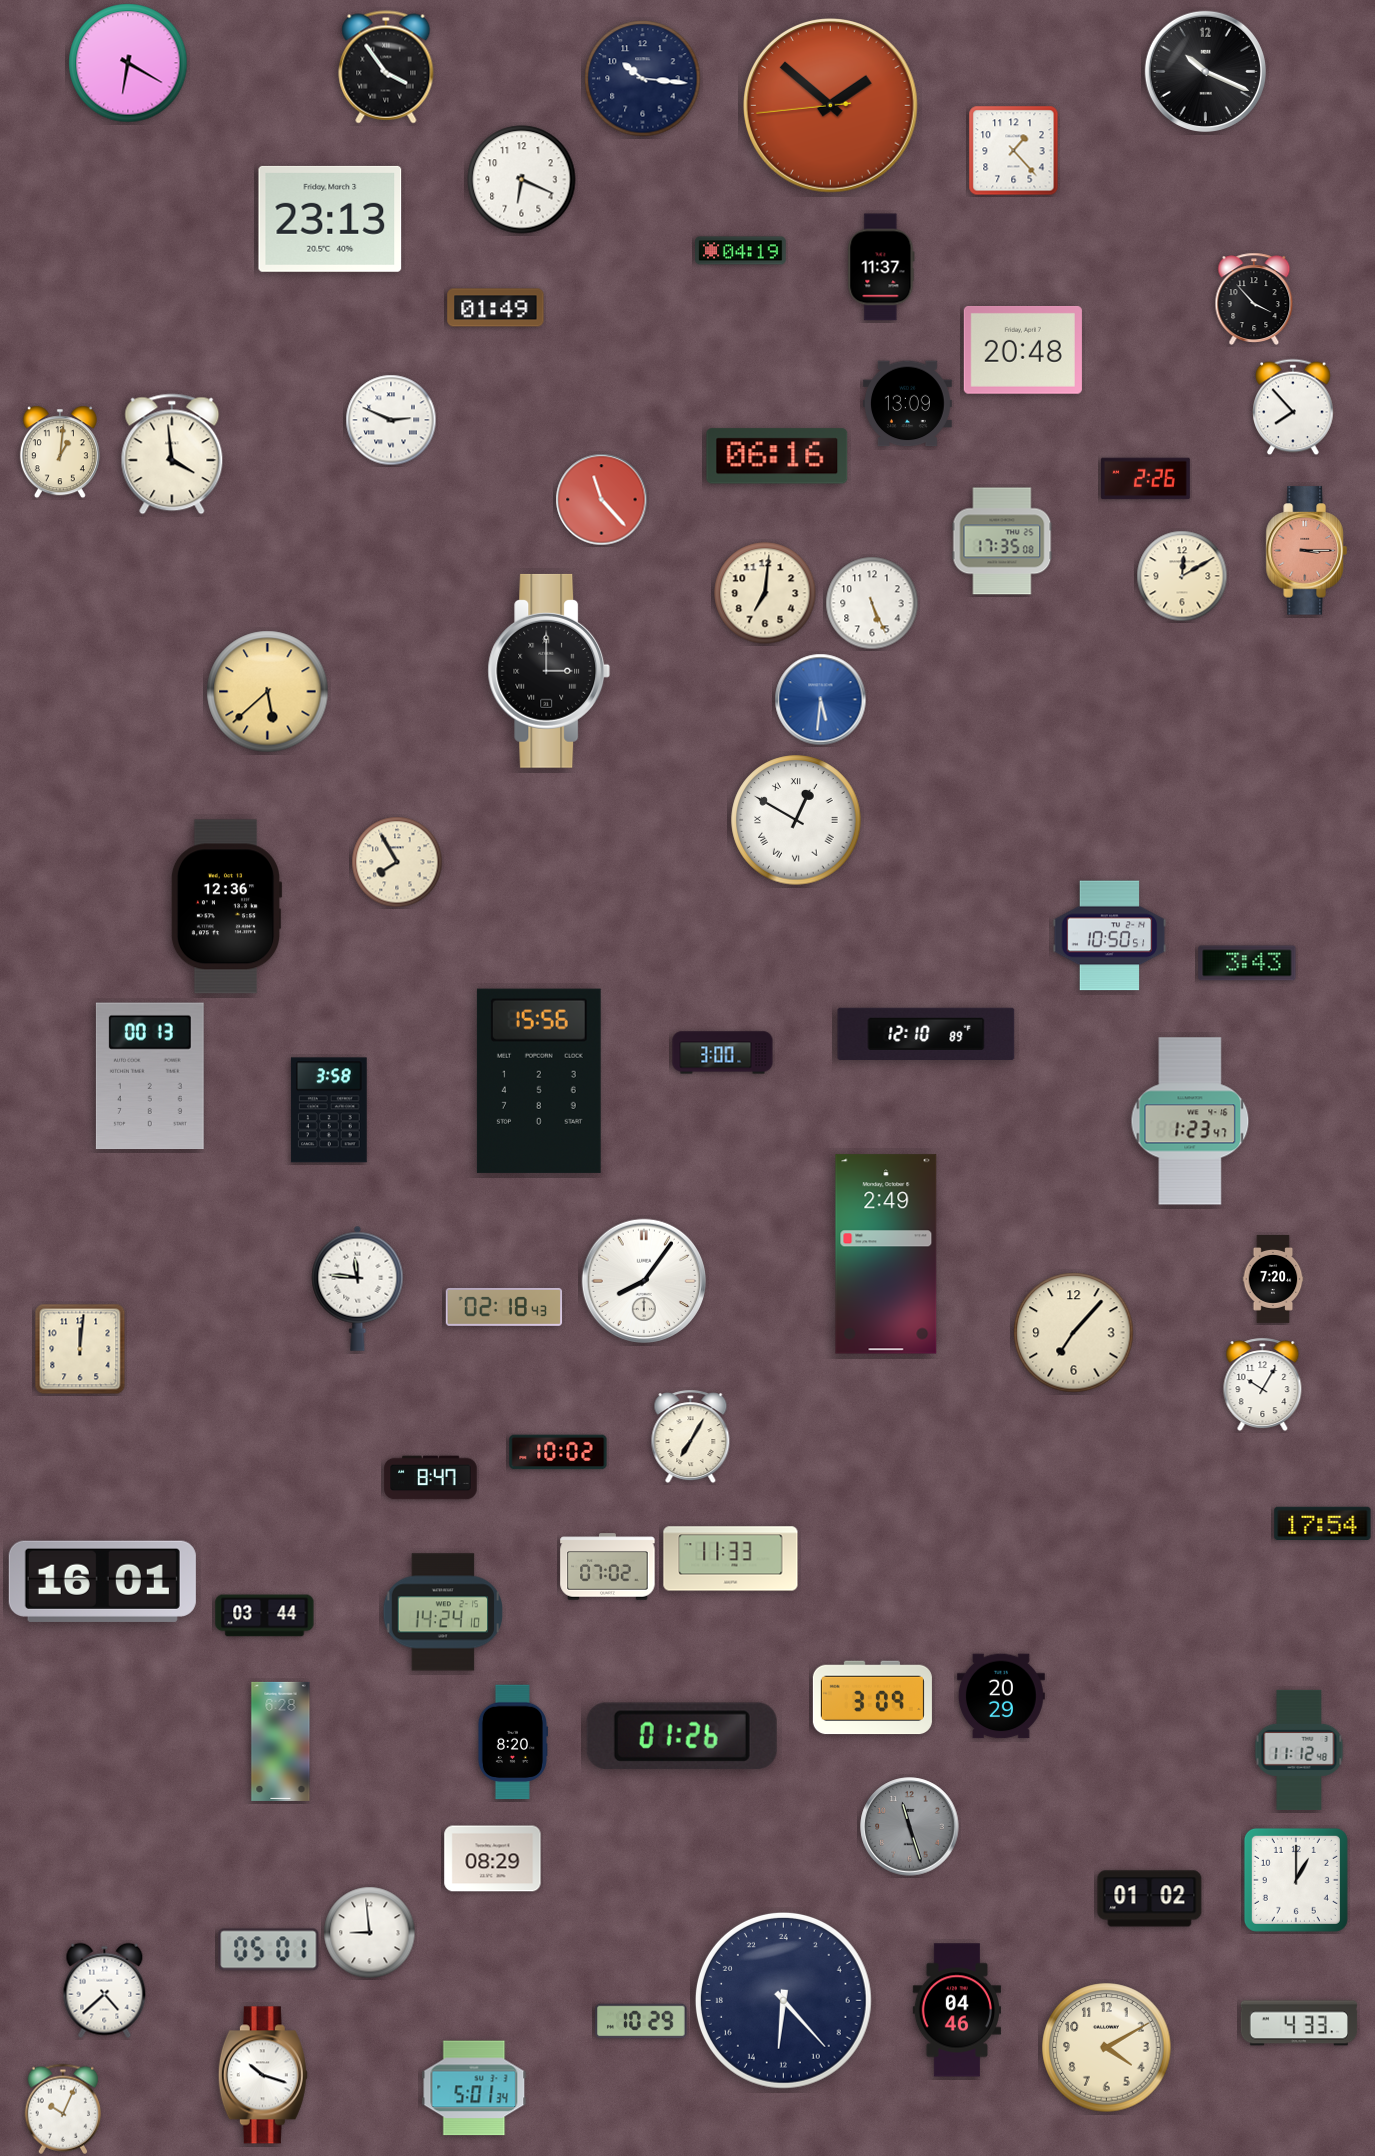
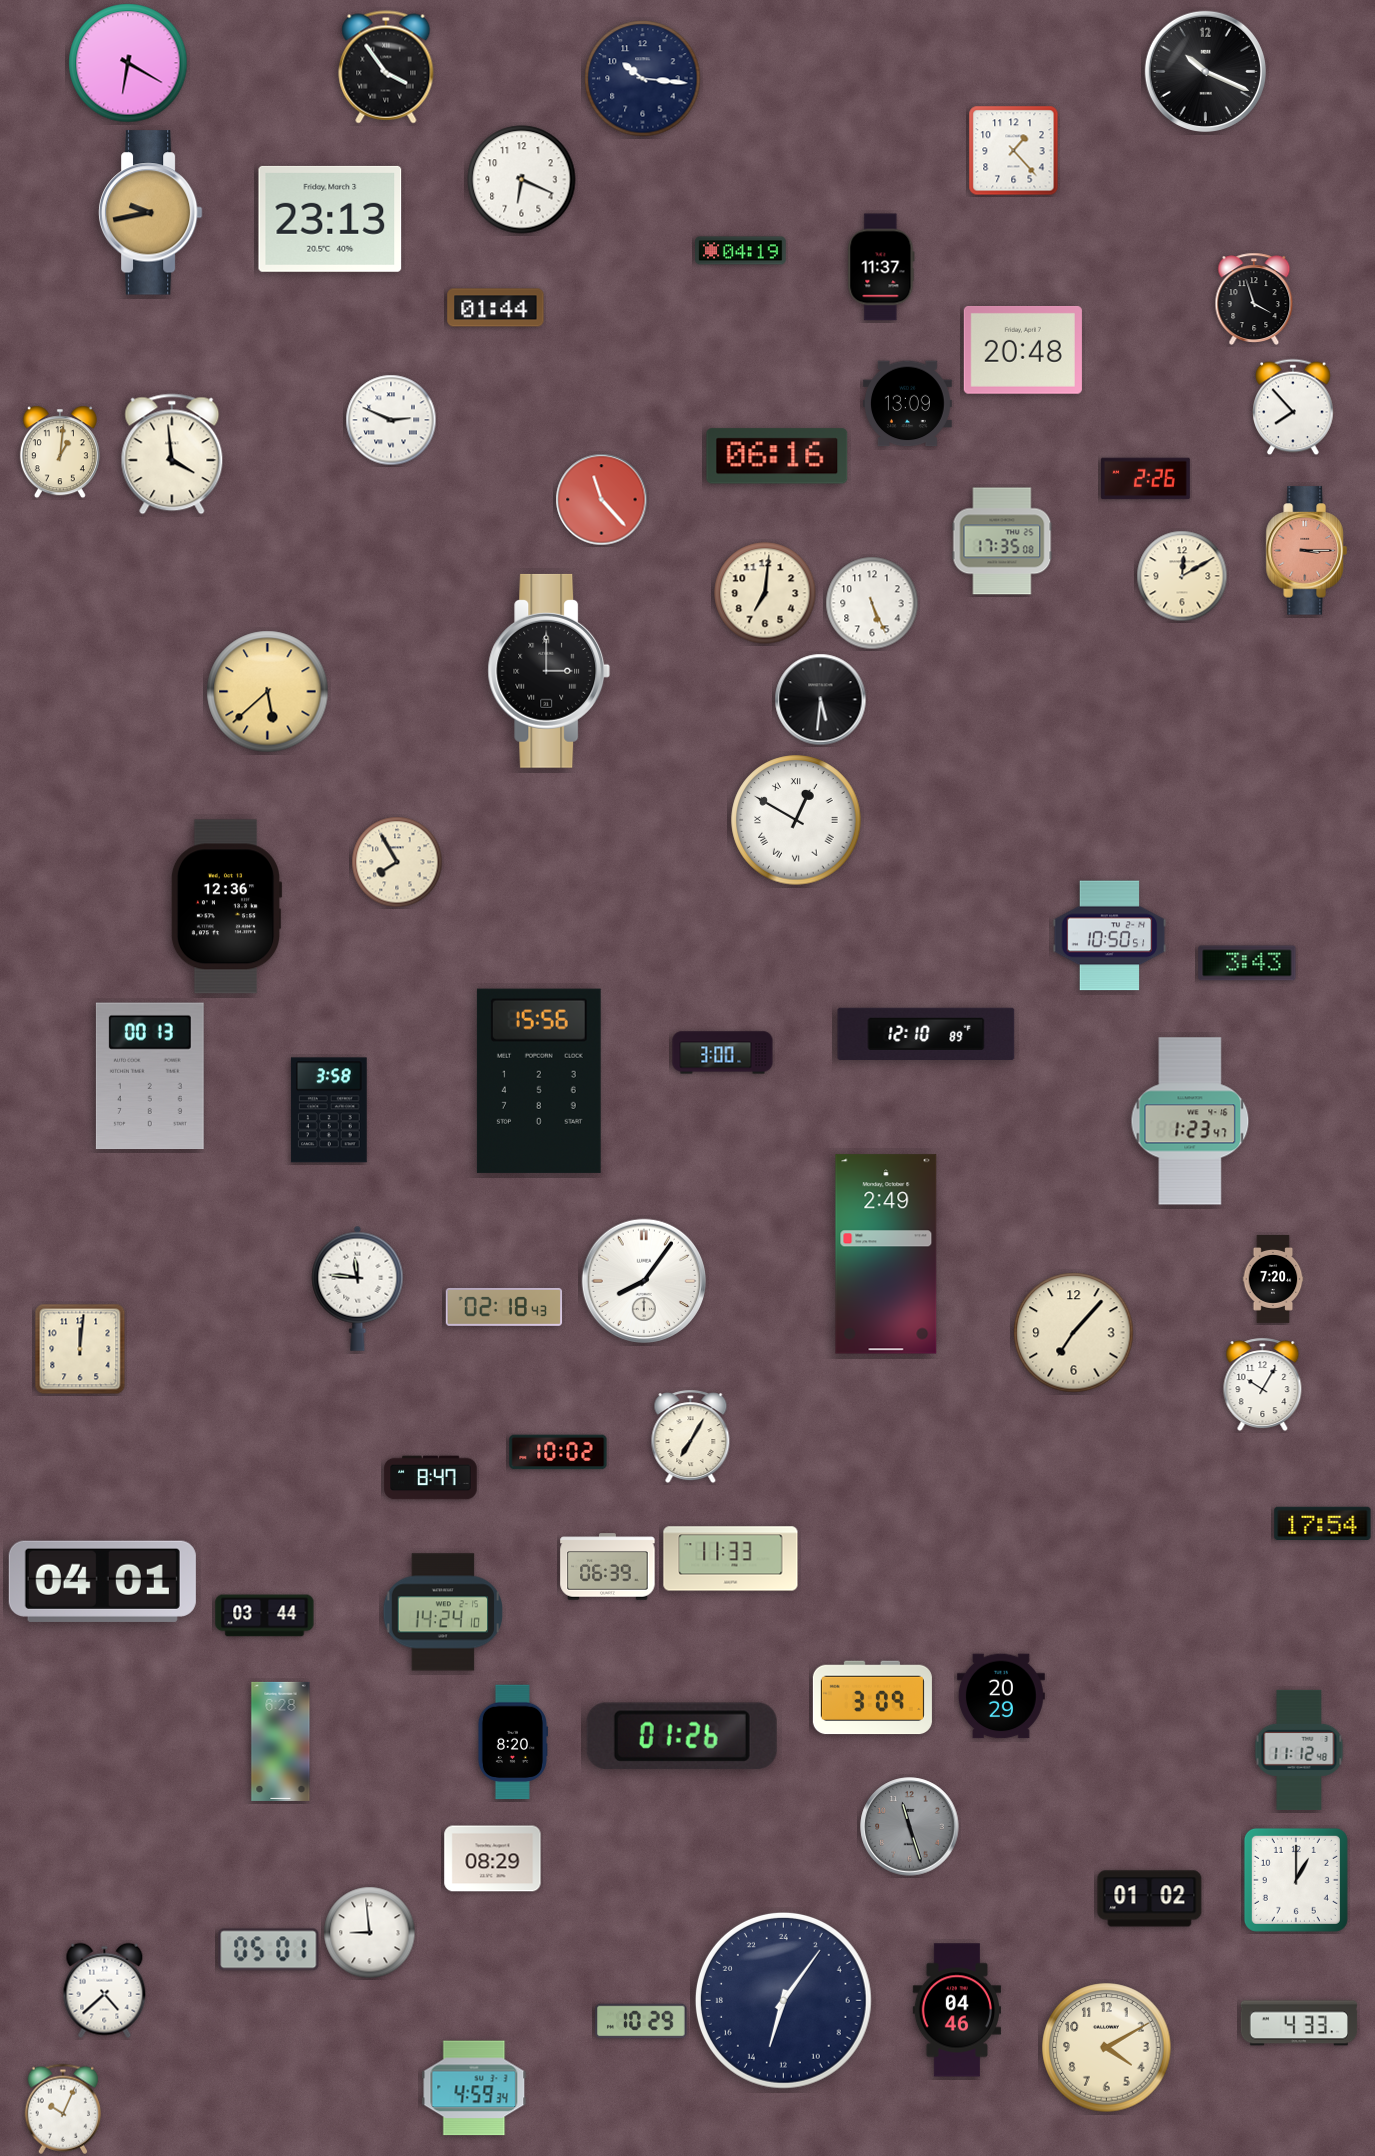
clock at (831, 106): 1:51 -> none
clock at (150, 213): none -> 9:43
clock at (1254, 298): 3:53 -> 3:57
clock at (496, 308): 01:49 -> 01:44
clock at (821, 700) dial: blue -> black
clock at (608, 1567): 07:02 -> 06:39
clock at (102, 1581): 16:01 -> 04:01
clock at (783, 2000): 12:23 -> 13:06
clock at (263, 2075): 10:18 -> none
clock at (474, 2088): 5:01 -> 4:59
